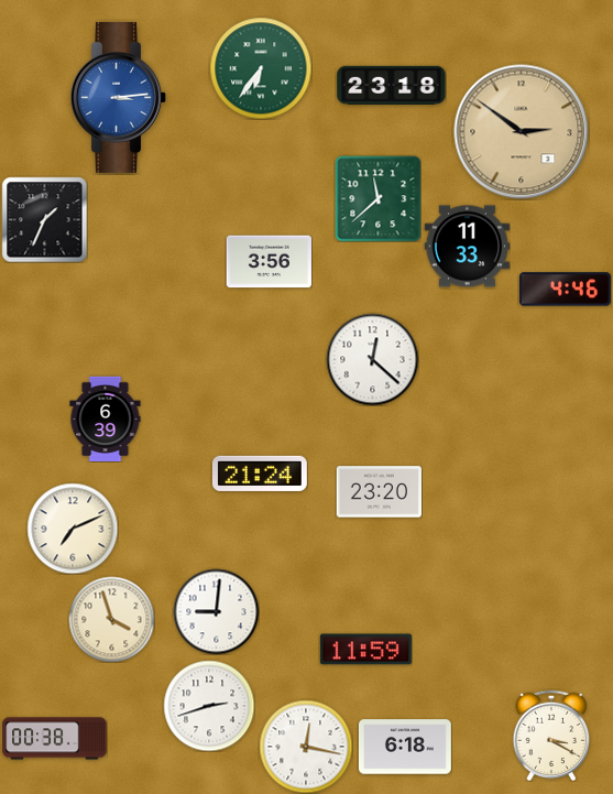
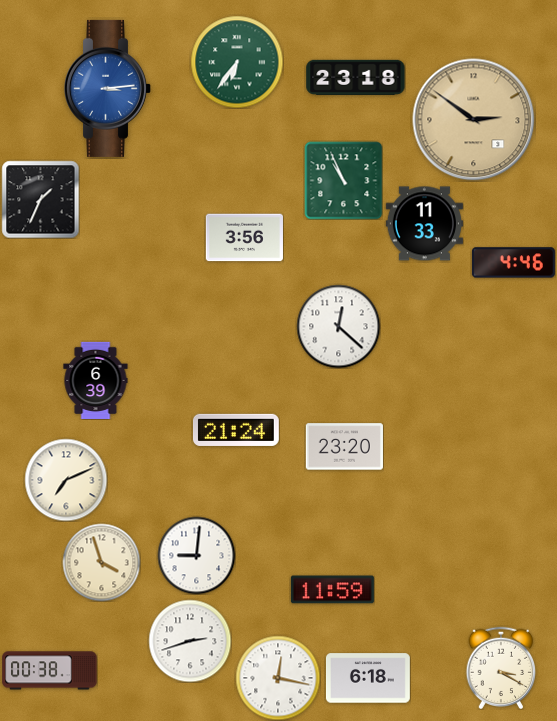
clock at (377, 198): 11:38 -> 10:56
